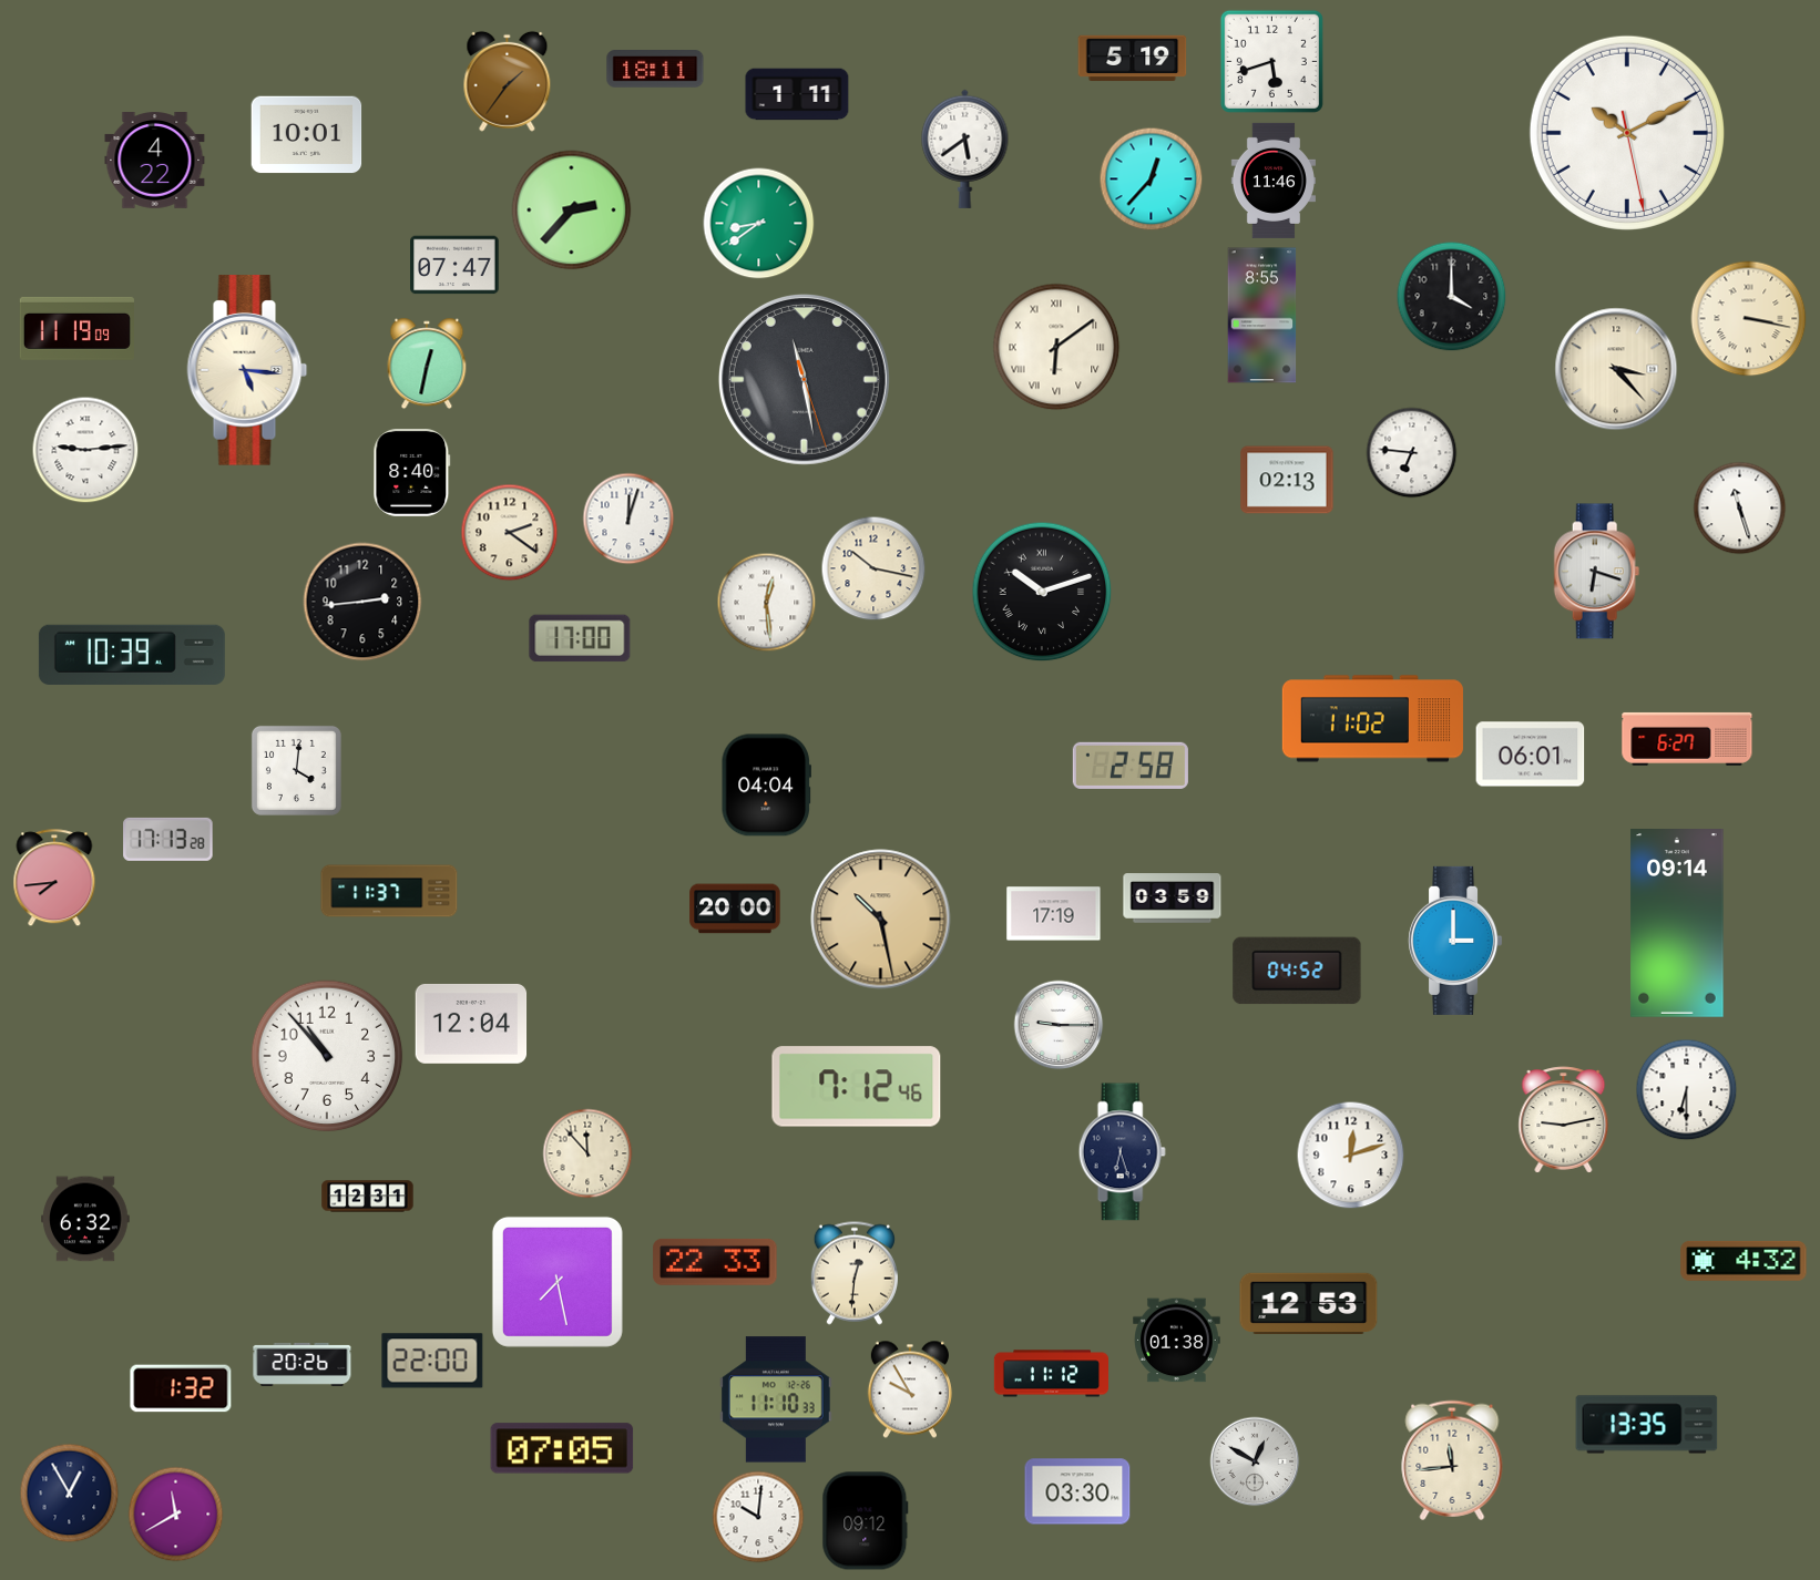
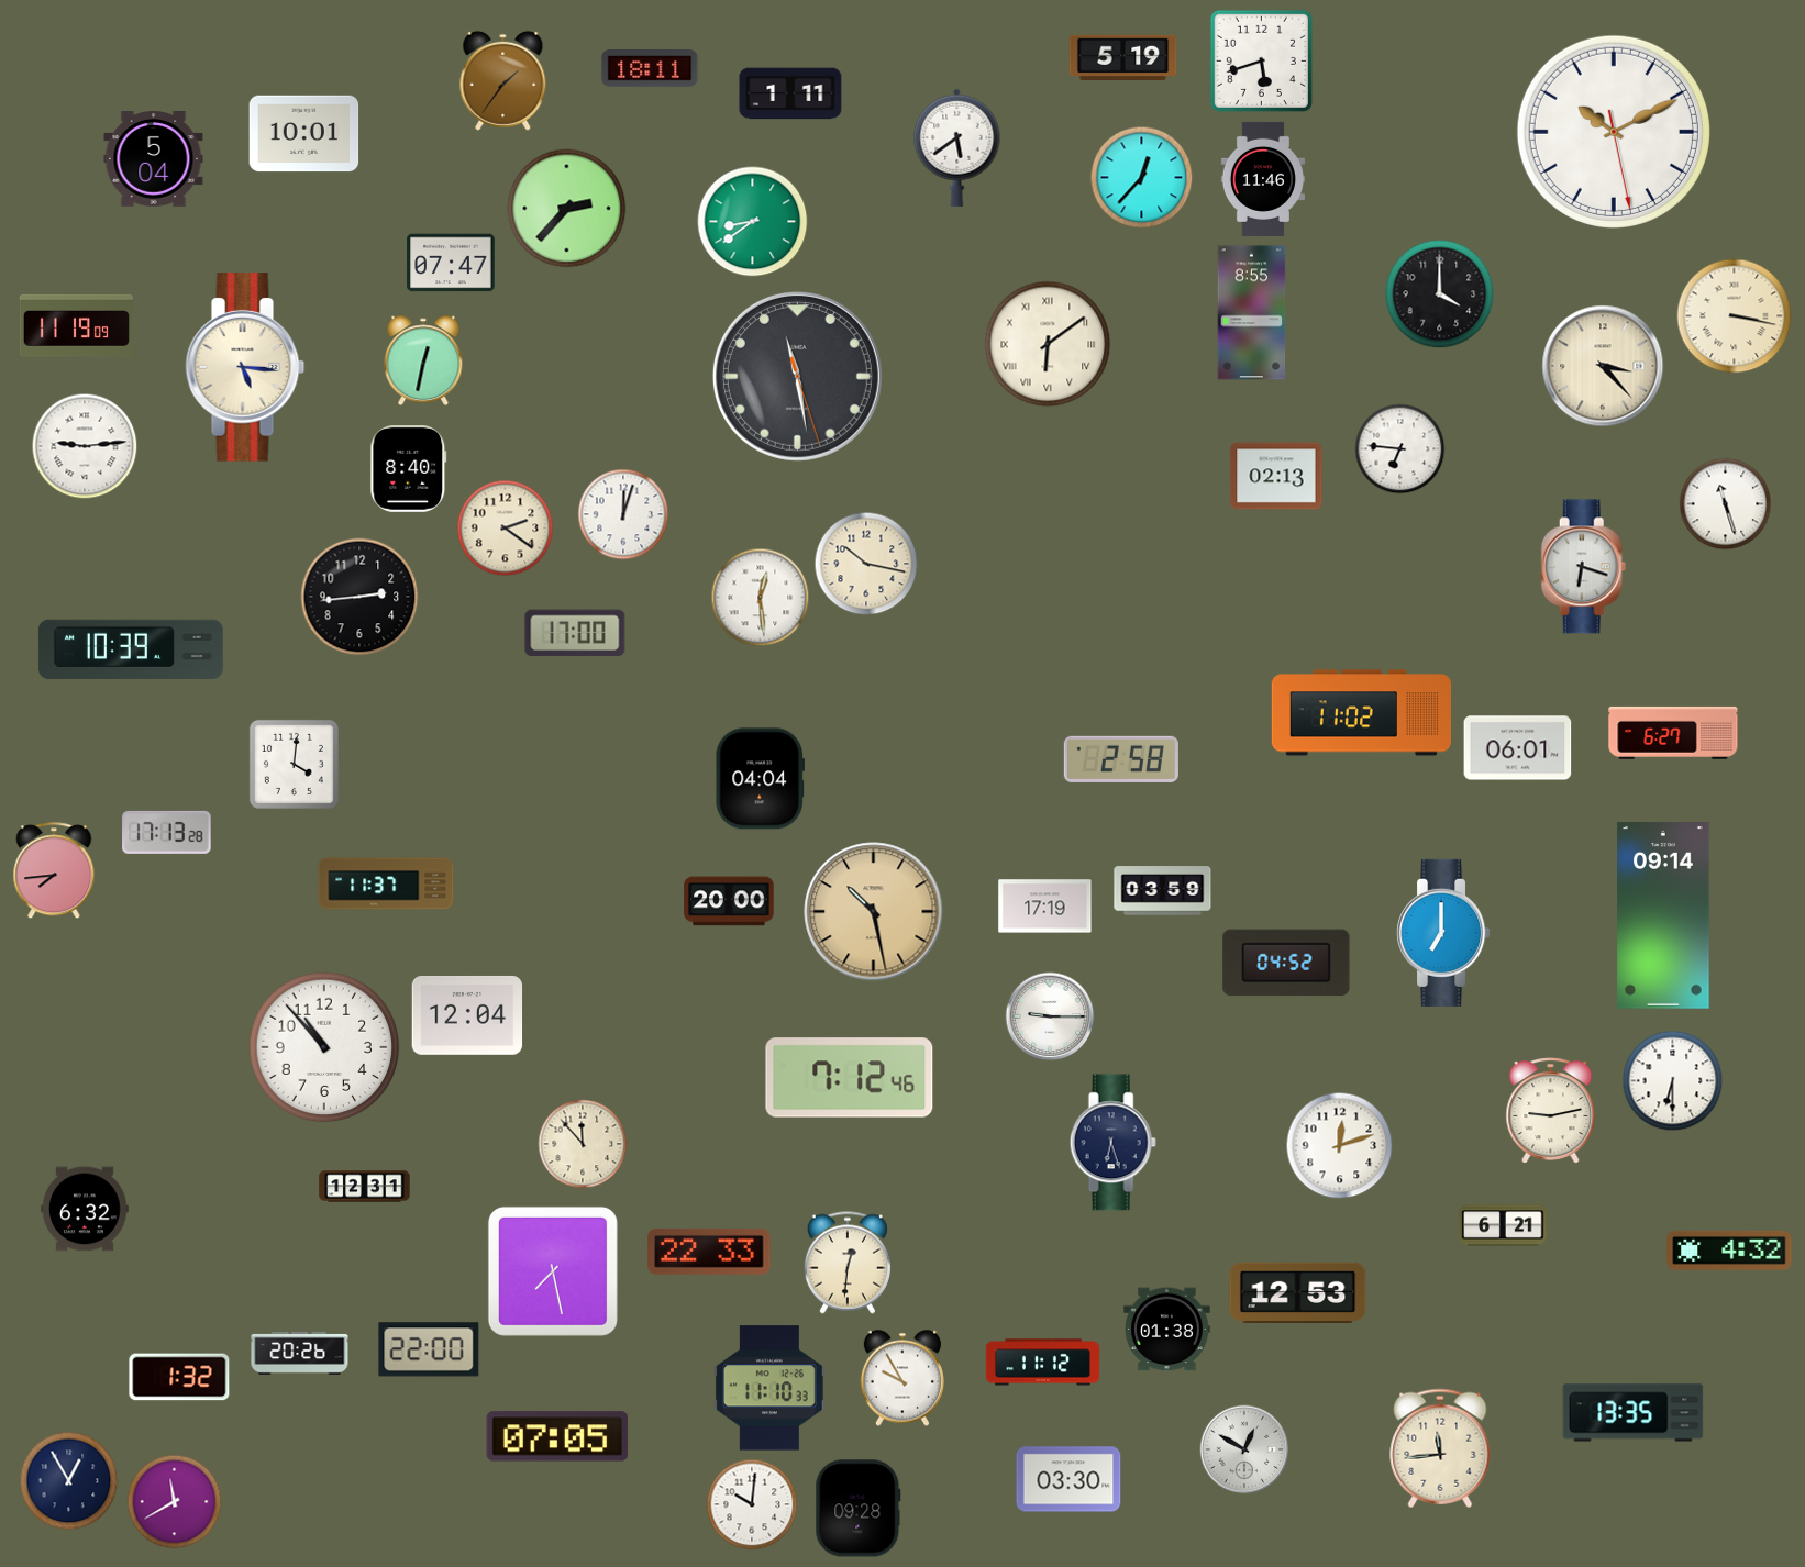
clock at (155, 161): 4:22 -> 5:04
clock at (1042, 592): 10:12 -> none
clock at (1456, 941): 3:00 -> 7:00
clock at (1503, 1225): none -> 6:21
clock at (866, 1521): 09:12 -> 09:28
